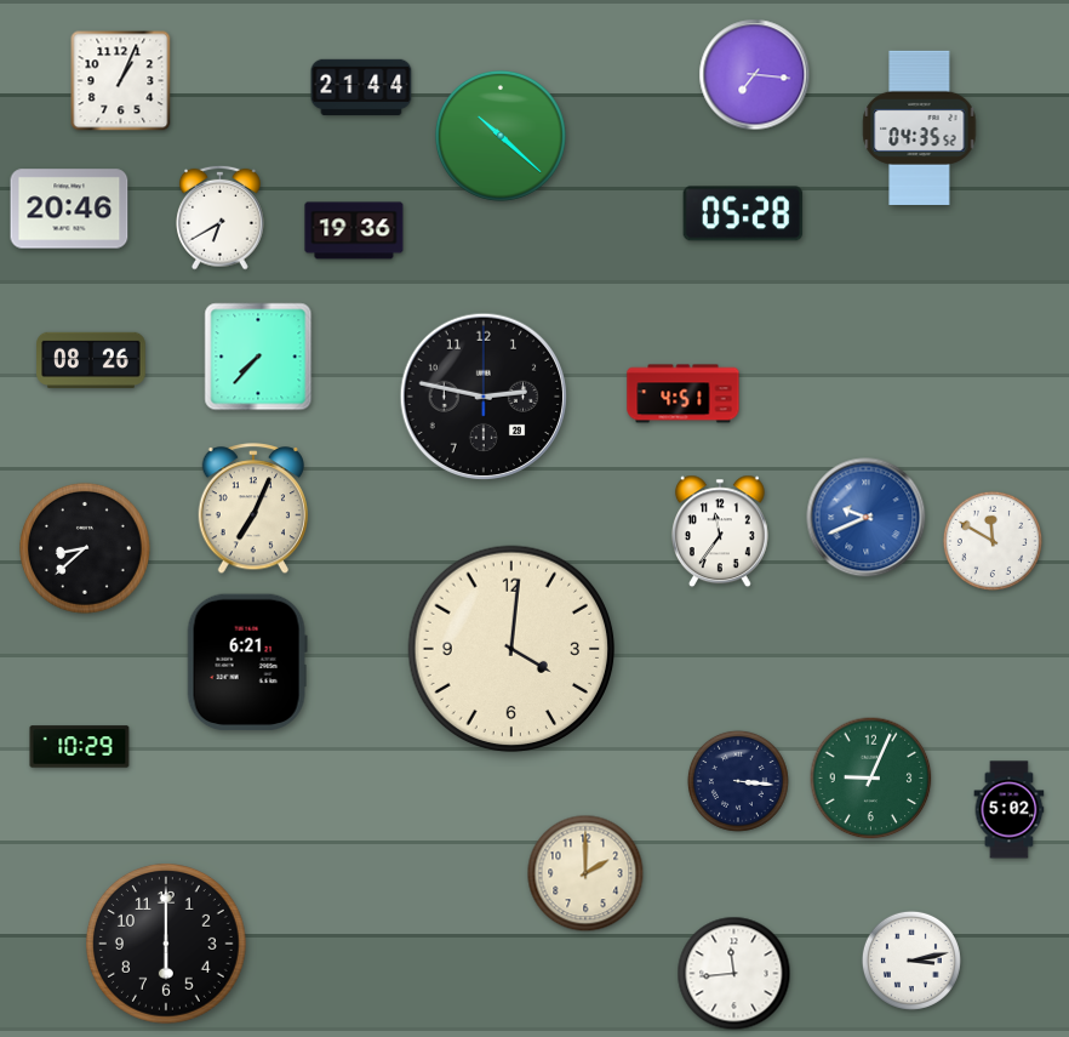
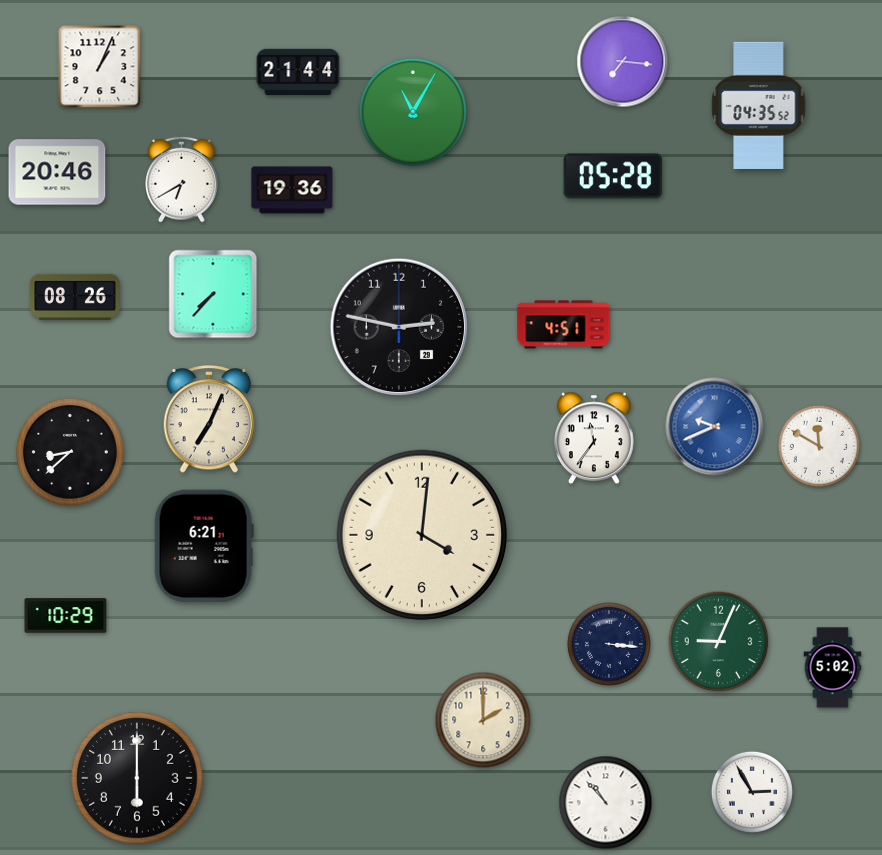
clock at (501, 136): 10:22 -> 11:05
clock at (911, 961): 3:13 -> 2:55
clock at (734, 974): 11:44 -> 10:53
